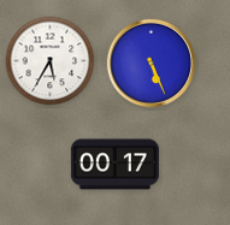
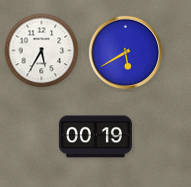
clock at (152, 64): 5:26 -> 5:40
clock at (114, 165): 00:17 -> 00:19
